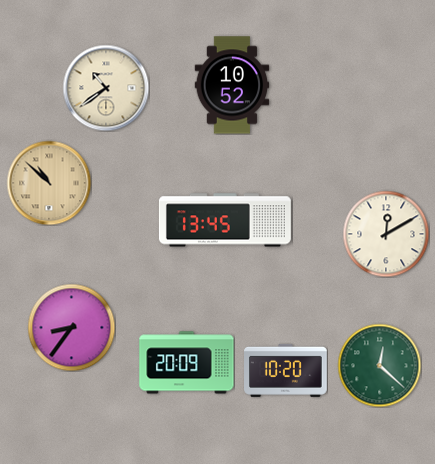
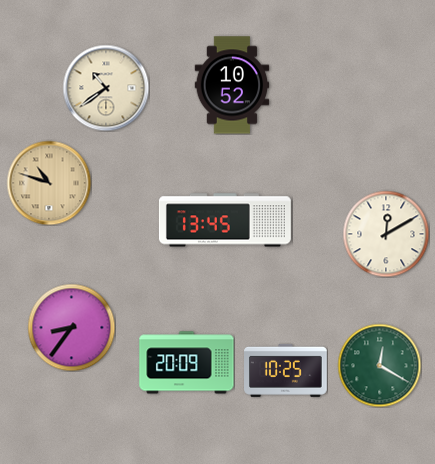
clock at (49, 183): 10:52 -> 10:48
clock at (379, 365): 12:22 -> 12:20
clock at (286, 370): 10:20 -> 10:25
